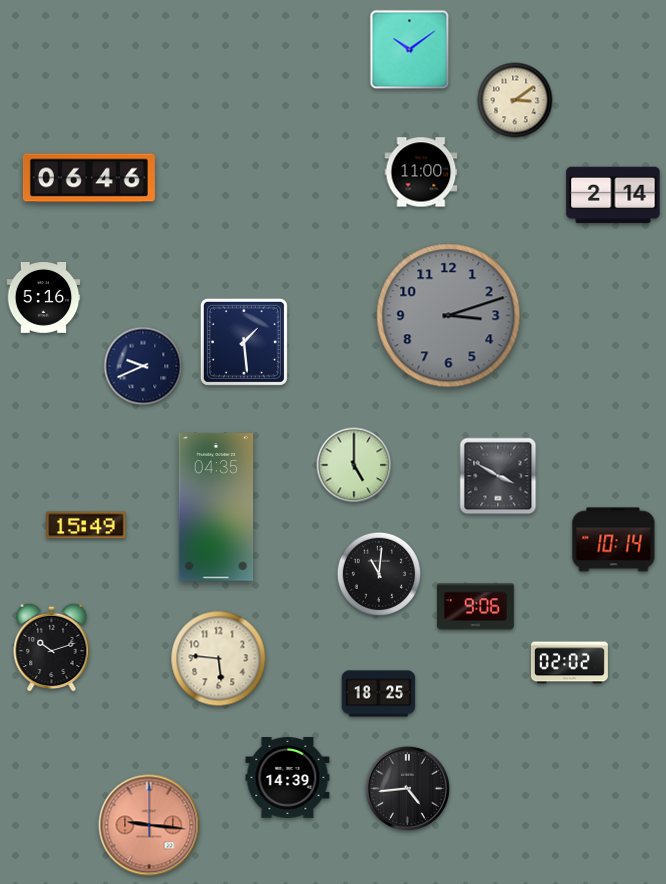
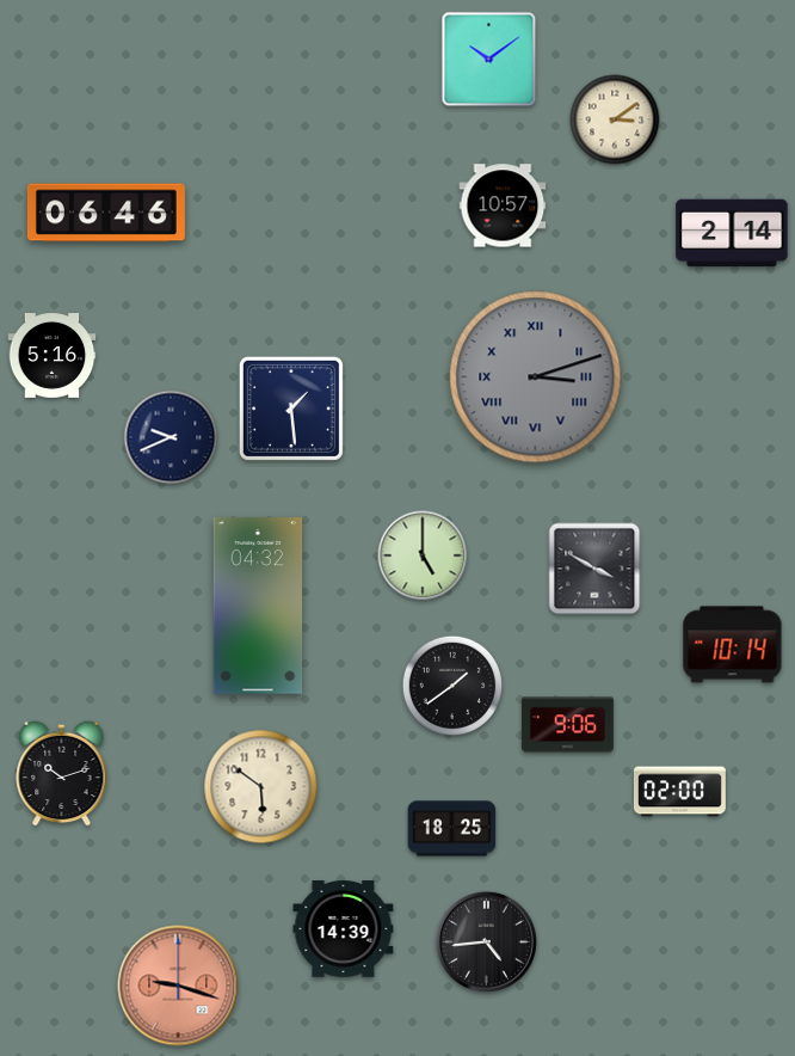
clock at (421, 172): 11:00 -> 10:57
clock at (449, 316) numerals: Arabic -> Roman
clock at (216, 507): 04:35 -> 04:32
clock at (86, 525): 15:49 -> none
clock at (378, 573): 11:01 -> 1:39
clock at (219, 659): 5:46 -> 5:51
clock at (569, 663): 02:02 -> 02:00
clock at (149, 825): 9:16 -> 9:18
